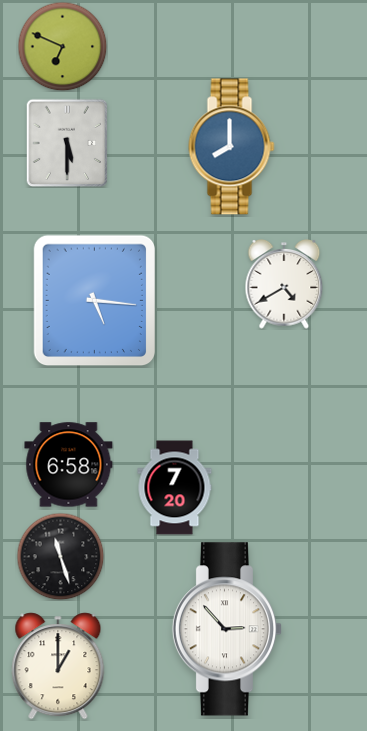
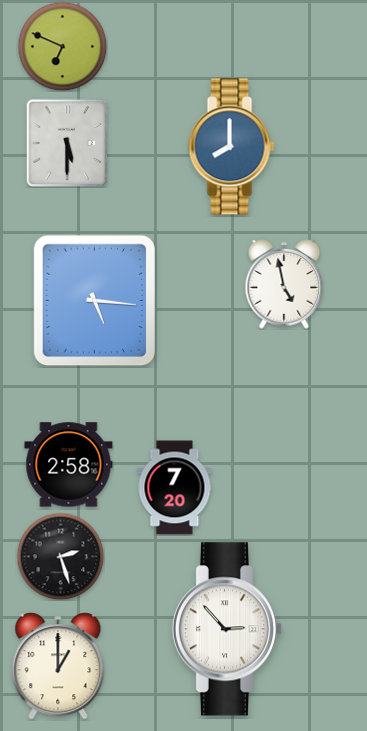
clock at (284, 285): 4:40 -> 4:58
clock at (69, 465): 6:58 -> 2:58
clock at (60, 556): 11:27 -> 2:27
